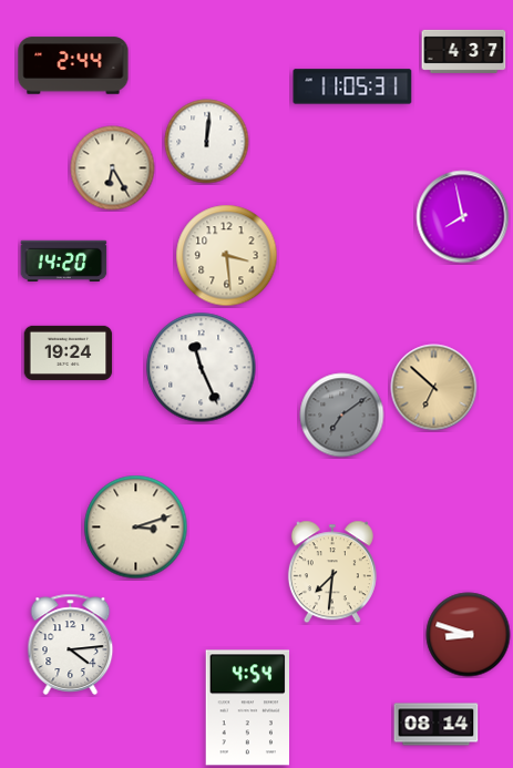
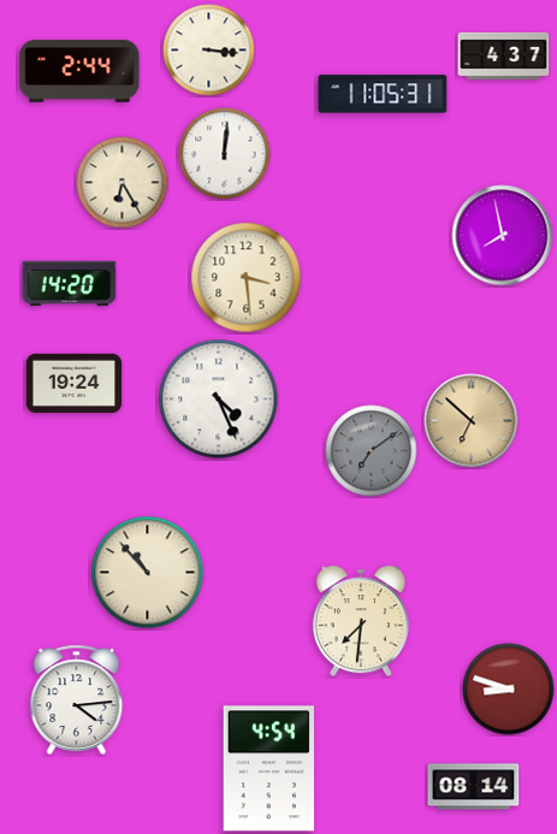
clock at (209, 51): none -> 3:16
clock at (202, 368): 11:26 -> 4:26
clock at (136, 528): 3:12 -> 10:53
